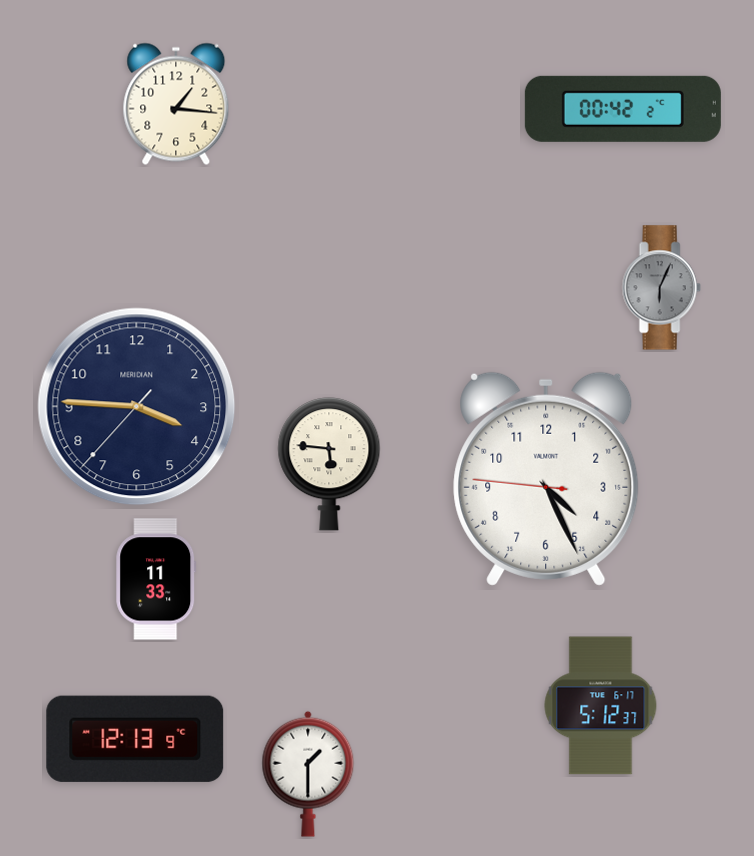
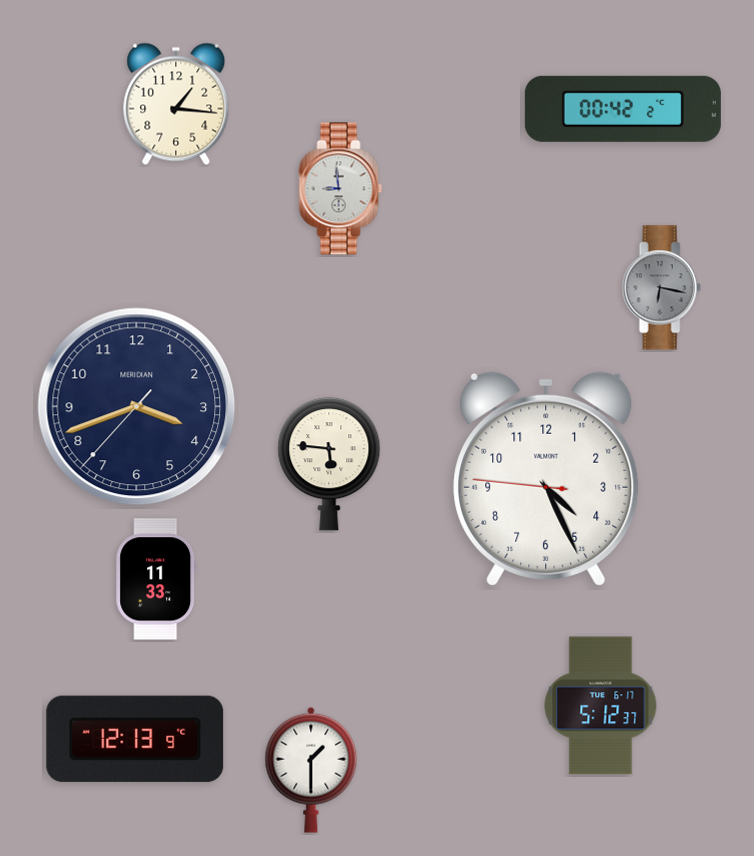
clock at (341, 189): none -> 8:59
clock at (661, 288): 6:04 -> 6:17
clock at (137, 407): 3:45 -> 3:41
clock at (308, 774) position: (308, 774) -> (311, 770)
